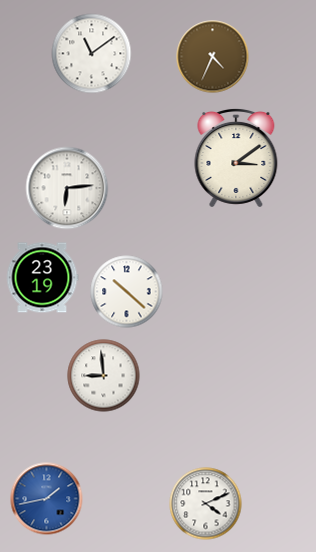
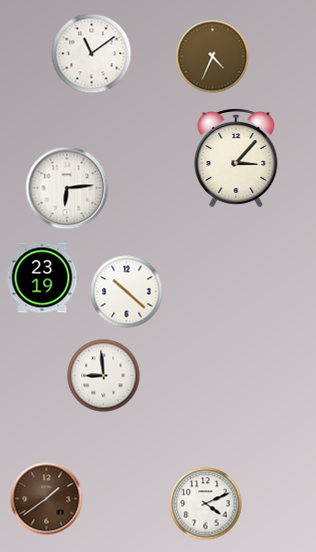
clock at (236, 158): 3:09 -> 3:07
clock at (47, 499): 1:43 -> 1:39
clock at (47, 499) dial: blue -> brown
